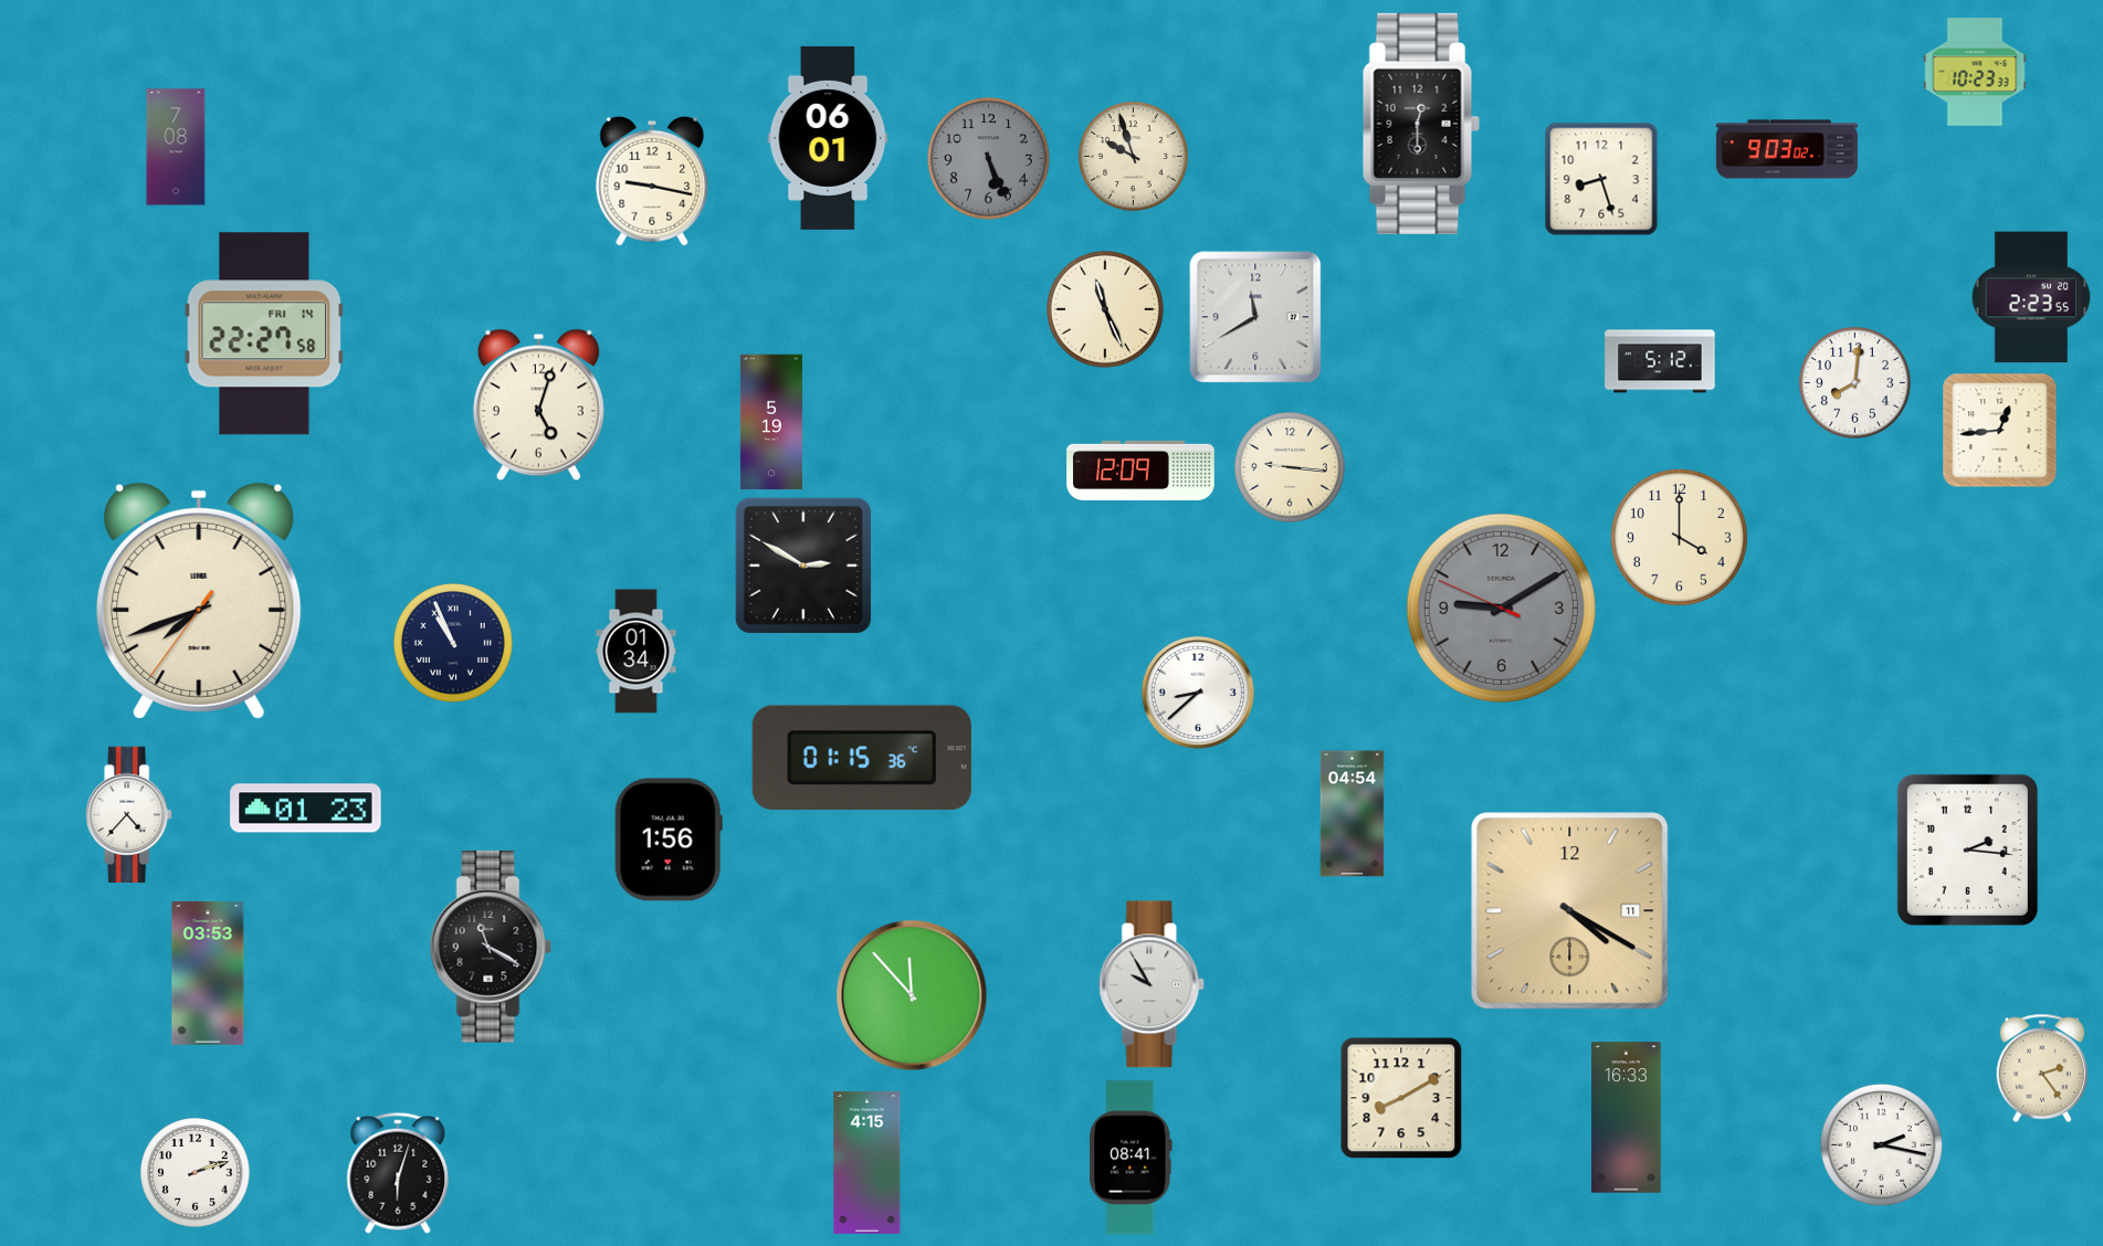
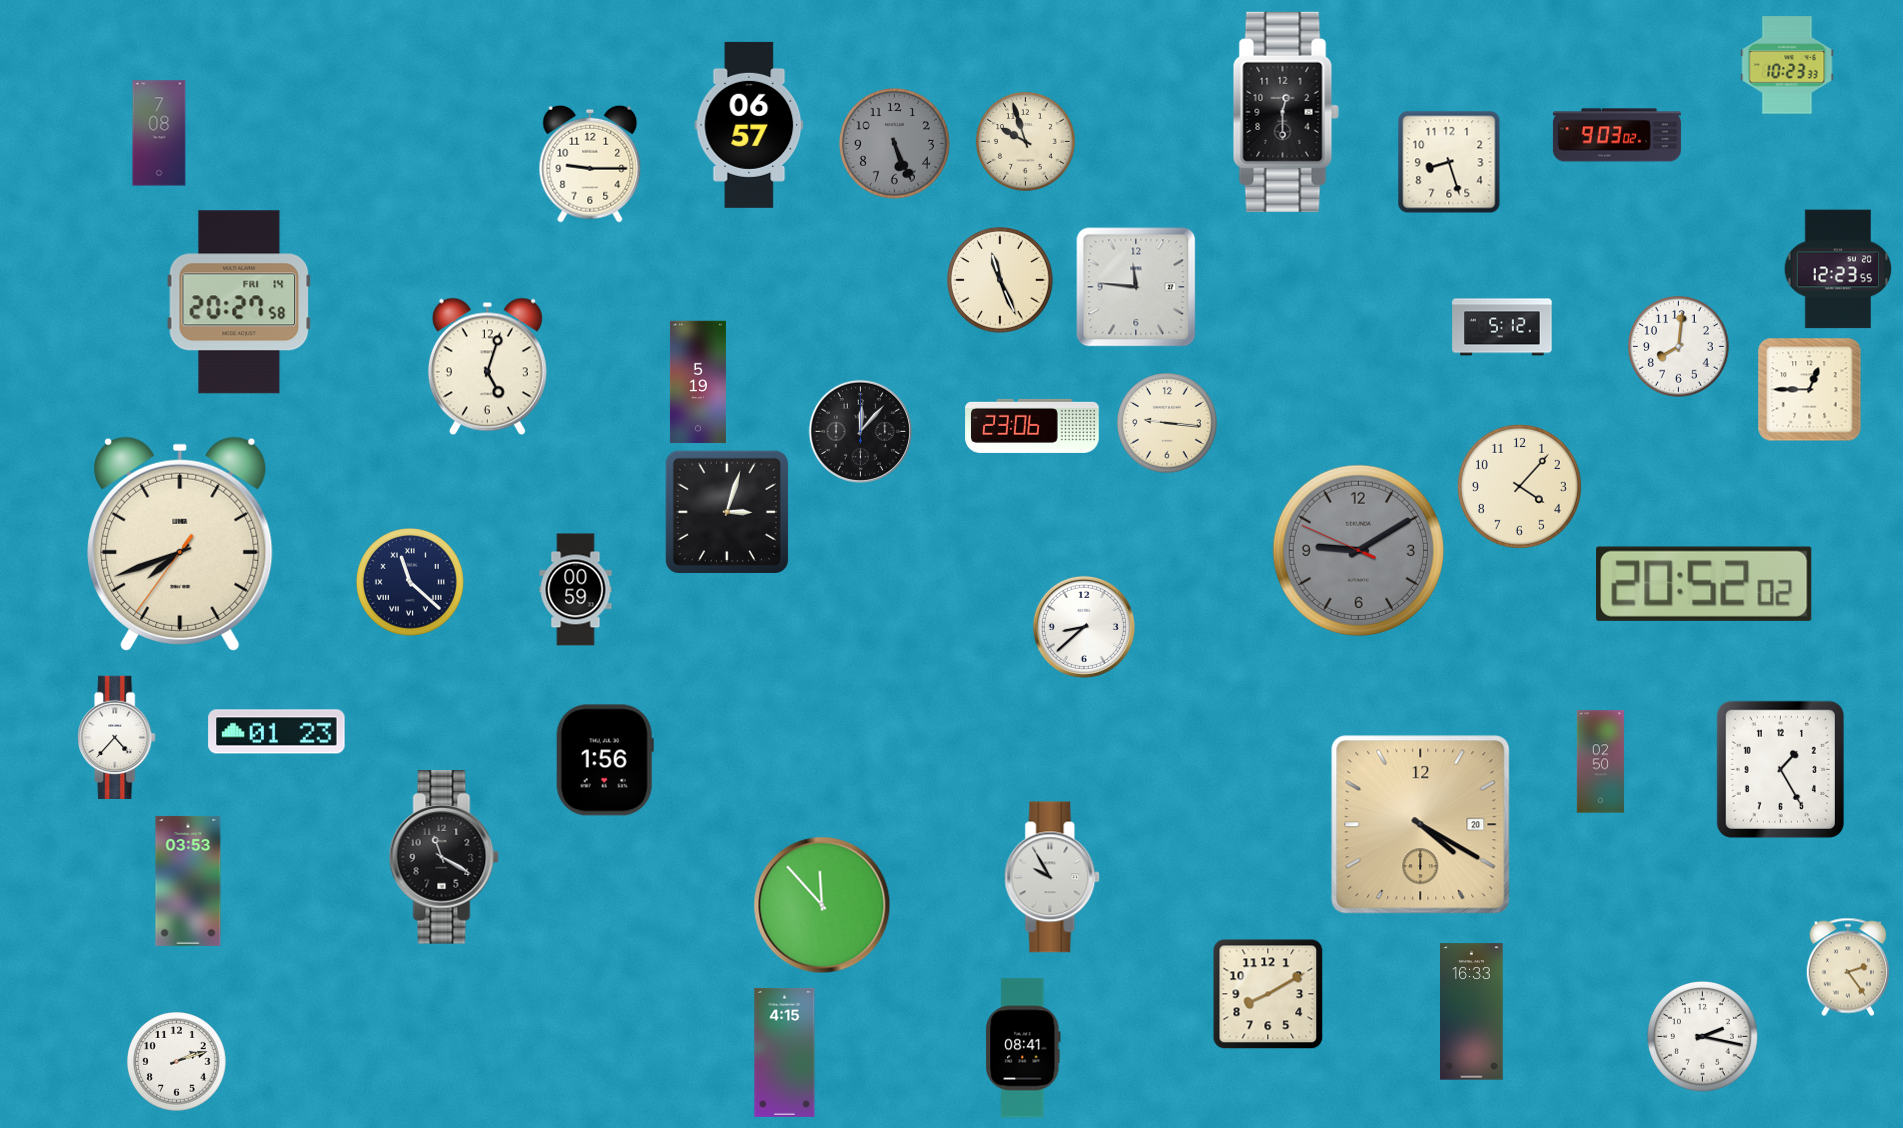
clock at (828, 138): 06:01 -> 06:57
clock at (652, 181): 9:17 -> 9:15
clock at (2031, 297): 2:23 -> 12:23
clock at (1255, 317): 11:40 -> 11:46
clock at (264, 334): 22:27 -> 20:27
clock at (2000, 431): 12:44 -> 12:45
clock at (1140, 471): 12:09 -> 23:06
clock at (860, 431): none -> 12:07
clock at (1679, 537): 4:00 -> 4:07
clock at (803, 566): 2:50 -> 3:03
clock at (453, 643): 10:56 -> 11:22
clock at (1704, 584): none -> 20:52
clock at (637, 652): 01:34 -> 00:59
clock at (862, 758): 01:15 -> none
clock at (1353, 814): 04:54 -> none
clock at (1601, 762): none -> 02:50
clock at (1967, 849): 2:16 -> 1:25
clock at (1570, 911) date: 11 -> 20
clock at (1153, 984) position: (1153, 984) -> (1053, 877)
clock at (912, 995) position: (912, 995) -> (822, 905)
clock at (398, 1173): 6:03 -> none
